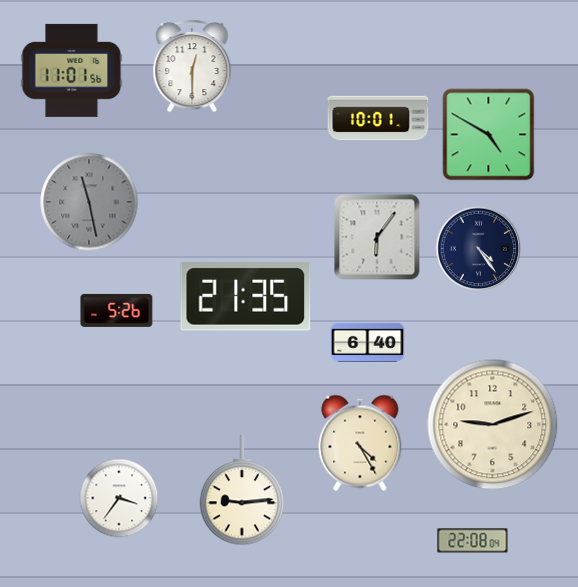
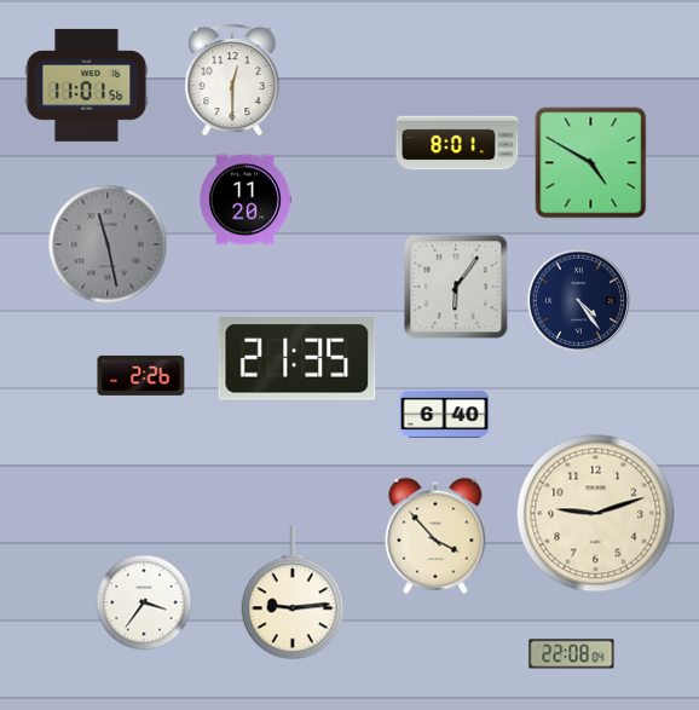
clock at (378, 118): 10:01 -> 8:01
clock at (247, 200): none -> 11:20
clock at (117, 310): 5:26 -> 2:26
clock at (360, 443): 4:25 -> 3:53
